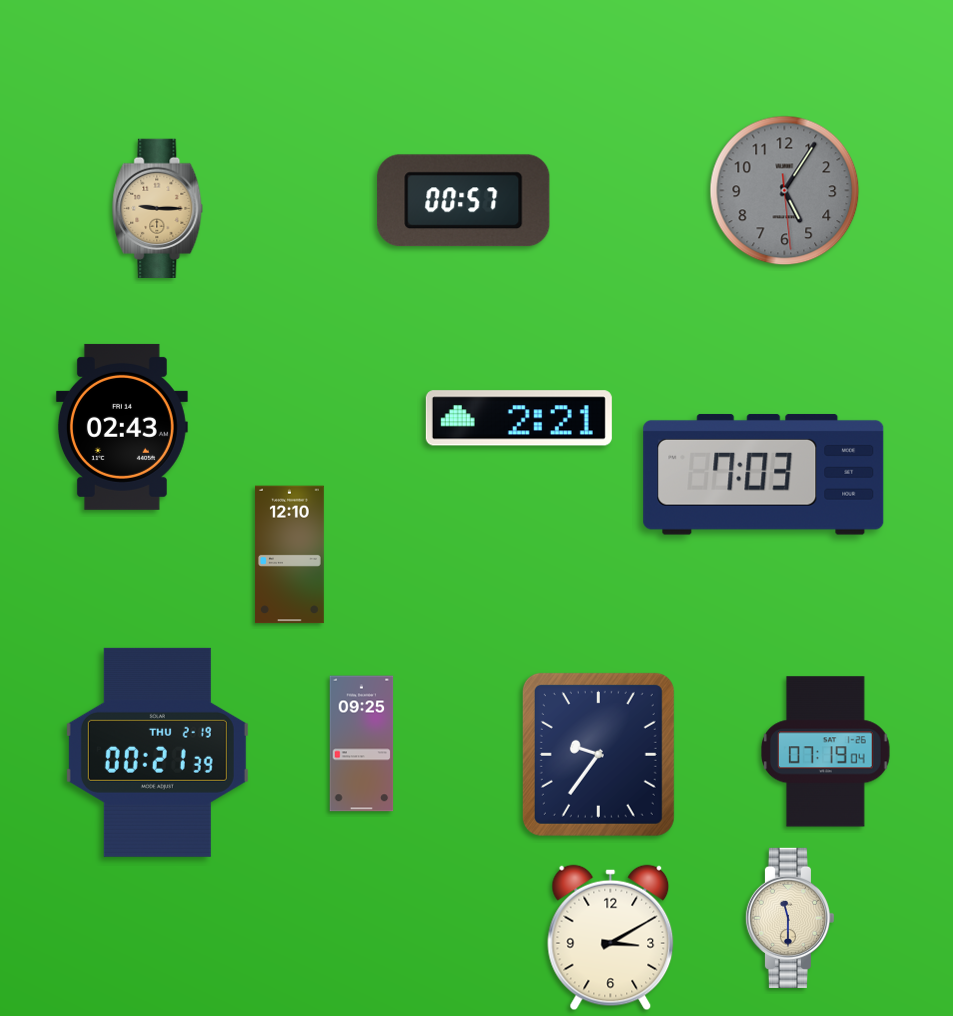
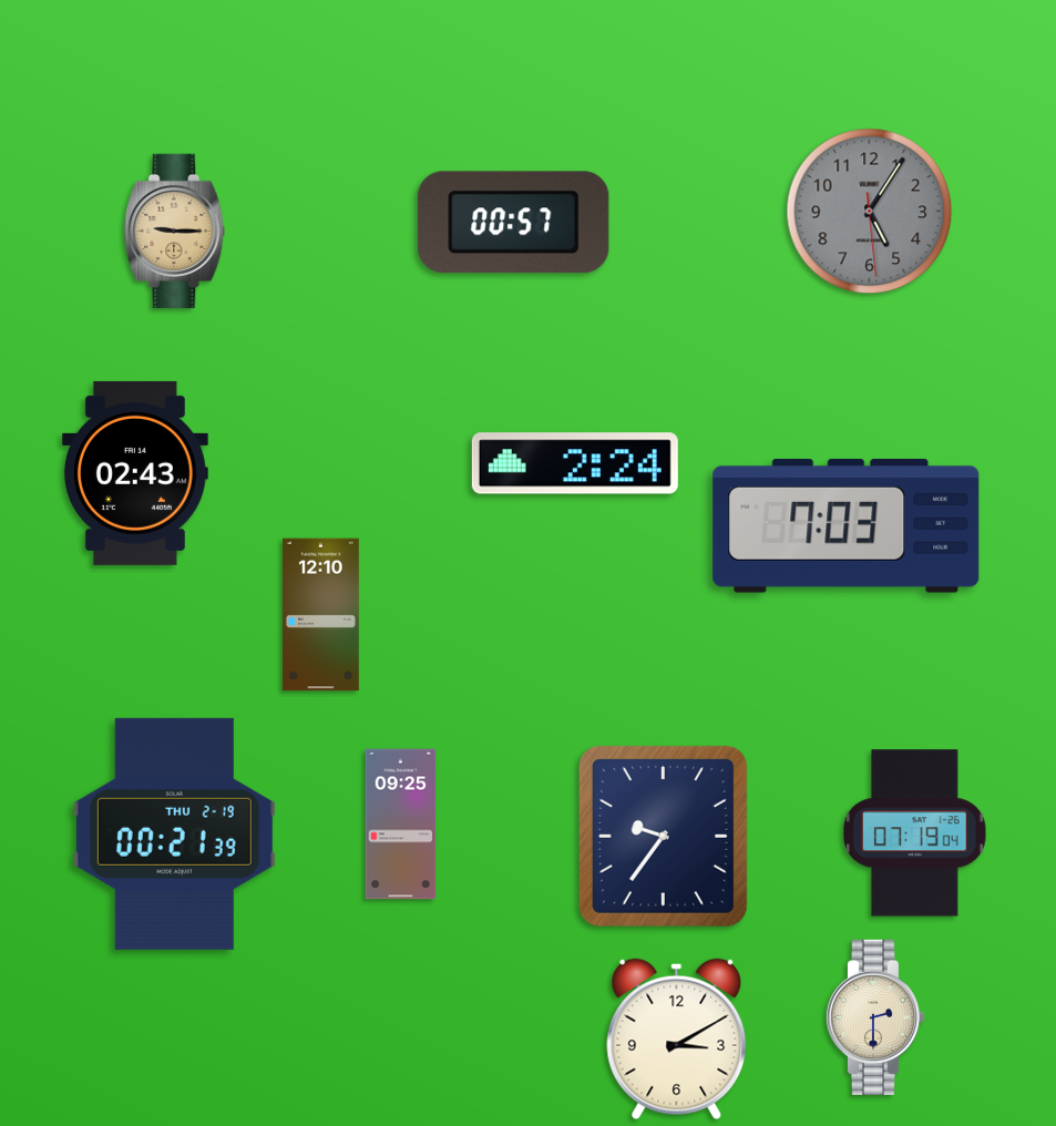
clock at (519, 418): 2:21 -> 2:24
clock at (789, 918): 11:30 -> 2:30
